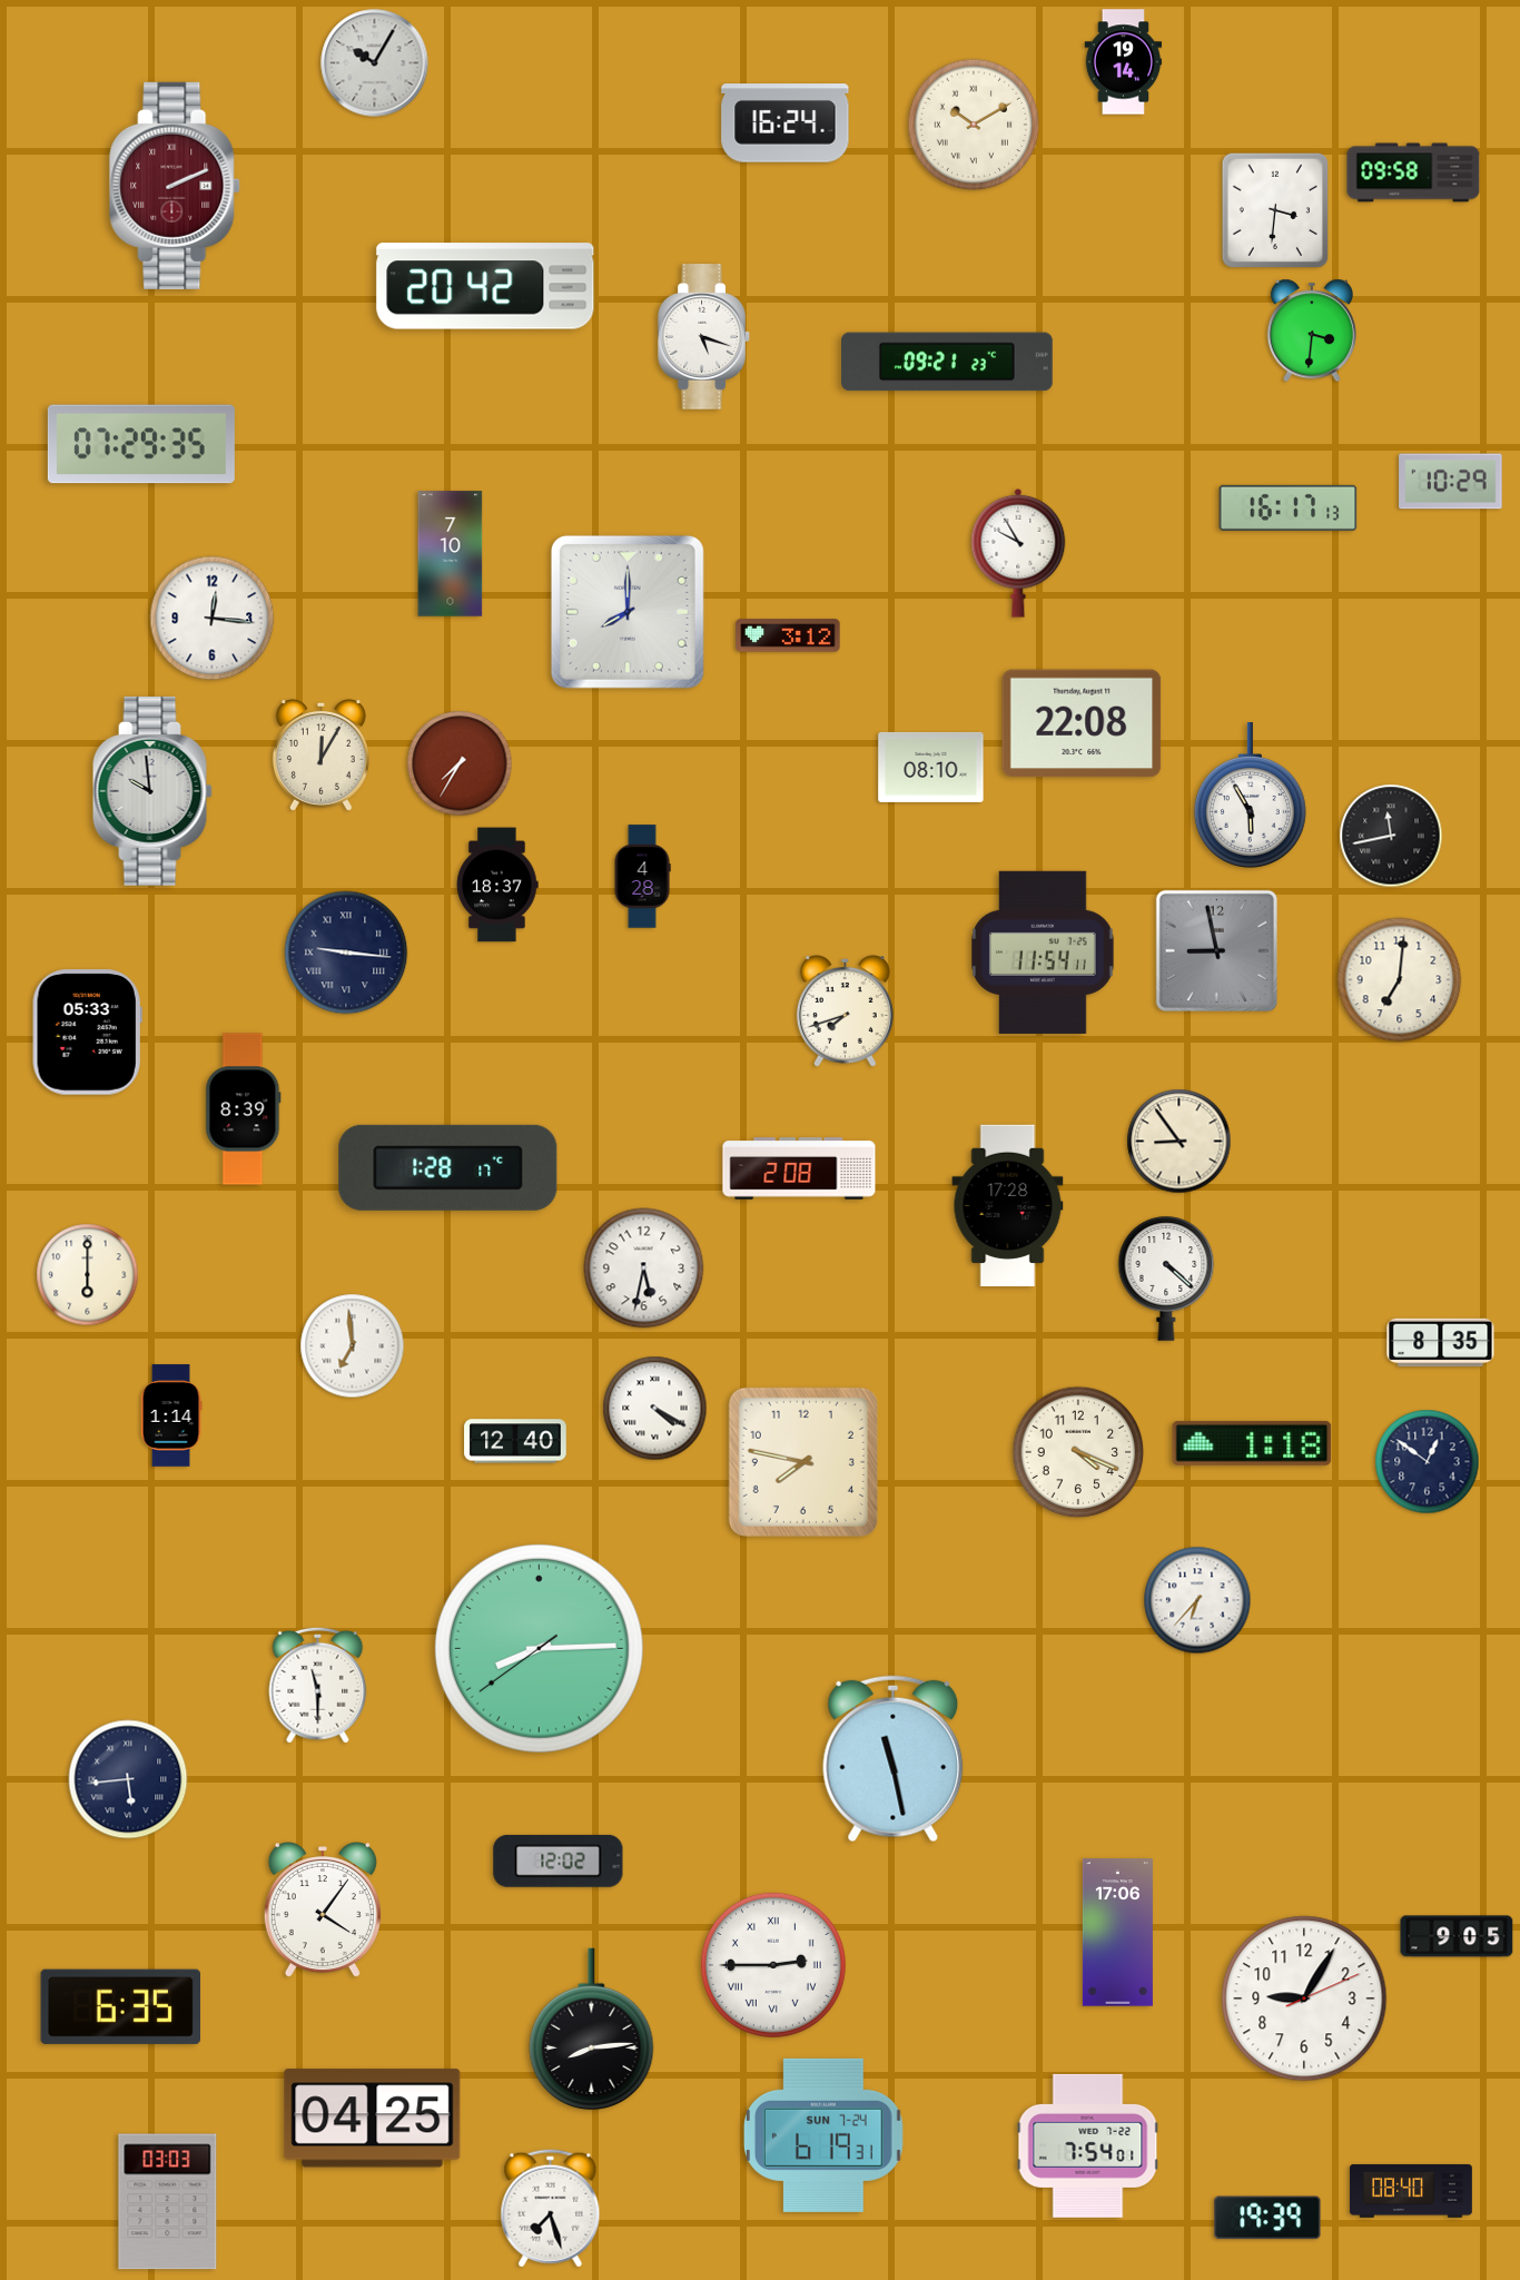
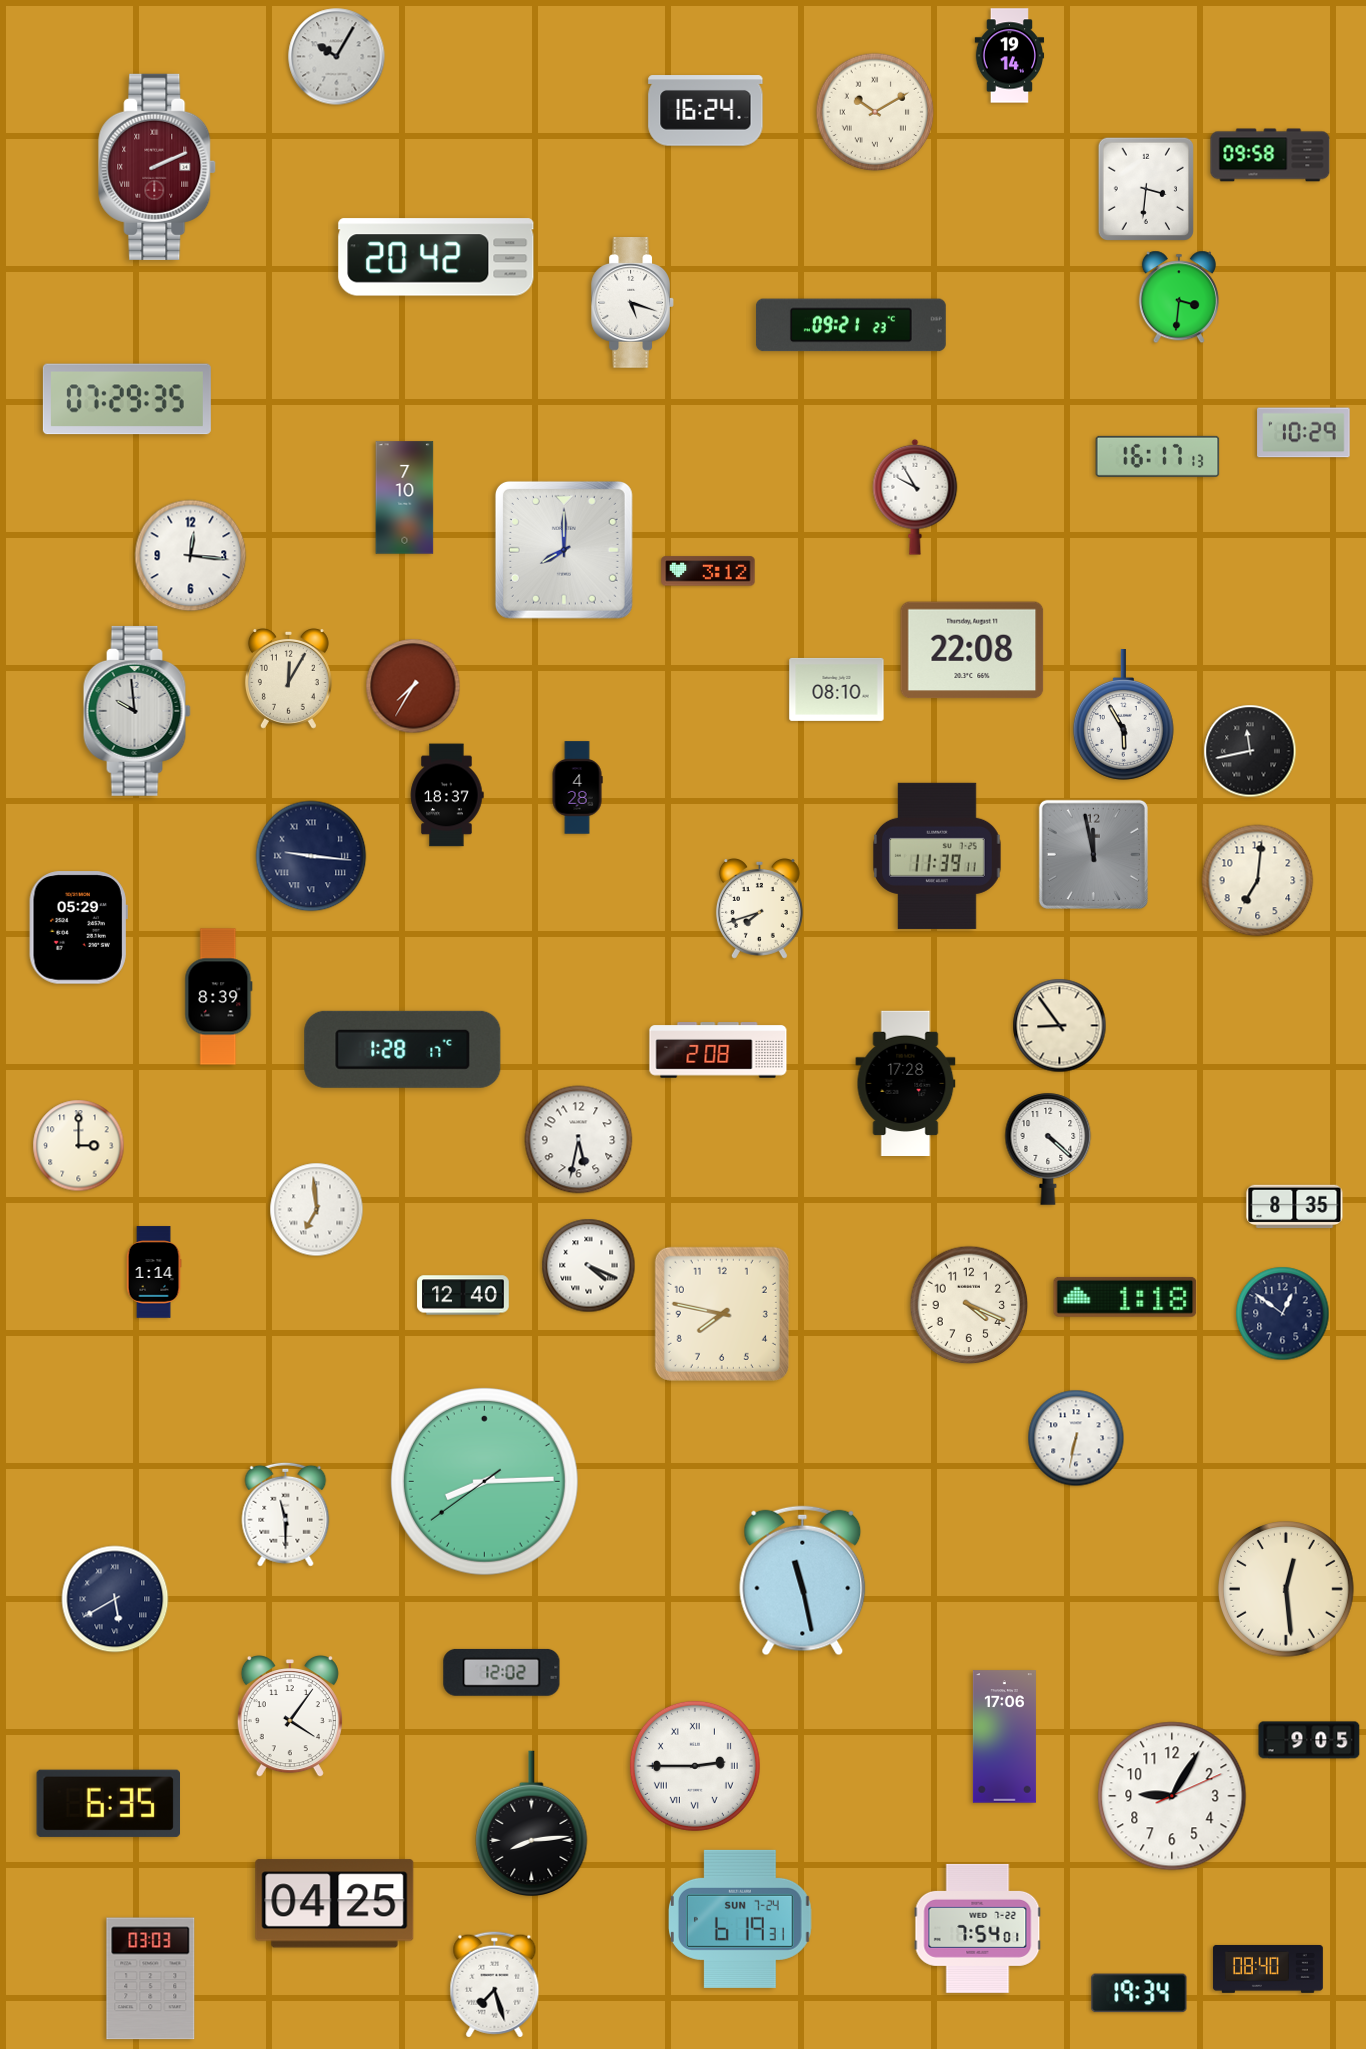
clock at (1216, 950): 8:58 -> 11:58
clock at (1043, 953): 11:54 -> 11:39
clock at (87, 1033): 05:33 -> 05:29
clock at (88, 1275): 6:00 -> 3:00
clock at (655, 1409): 4:20 -> 4:19
clock at (1197, 1600): 6:37 -> 6:32
clock at (1287, 1590): none -> 12:29
clock at (128, 1779): 5:44 -> 5:40
clock at (1267, 2218): 19:39 -> 19:34
